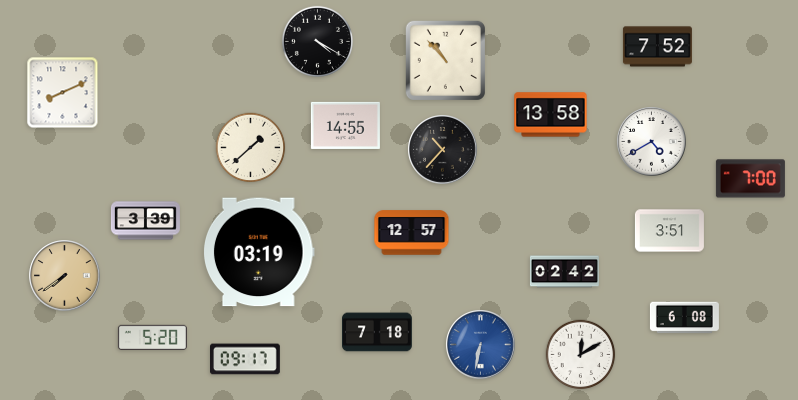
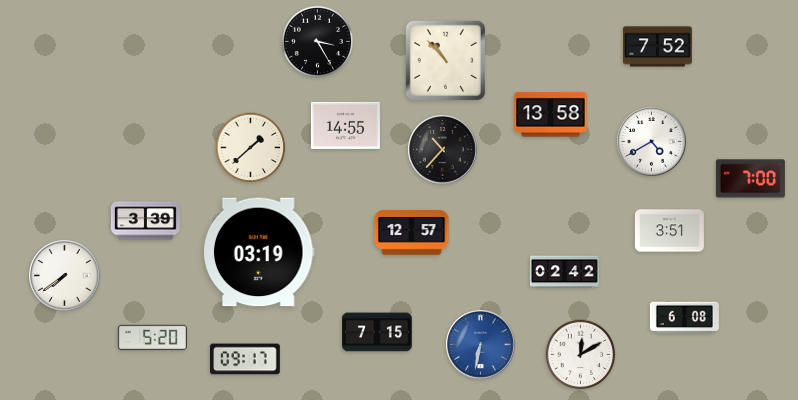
clock at (317, 41): 4:20 -> 3:25
clock at (63, 93): 8:11 -> none
clock at (65, 276) dial: champagne -> white
clock at (378, 332): 7:18 -> 7:15
